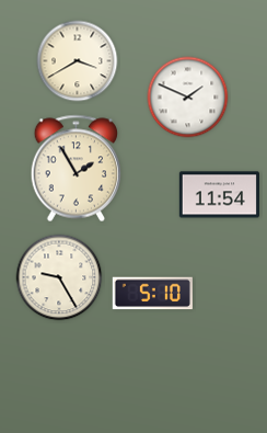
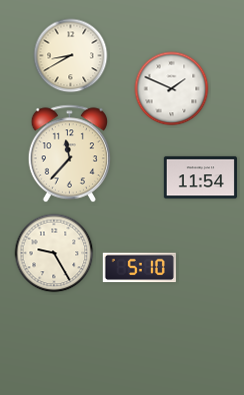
clock at (78, 61): 3:40 -> 8:40
clock at (77, 169): 1:55 -> 11:37
